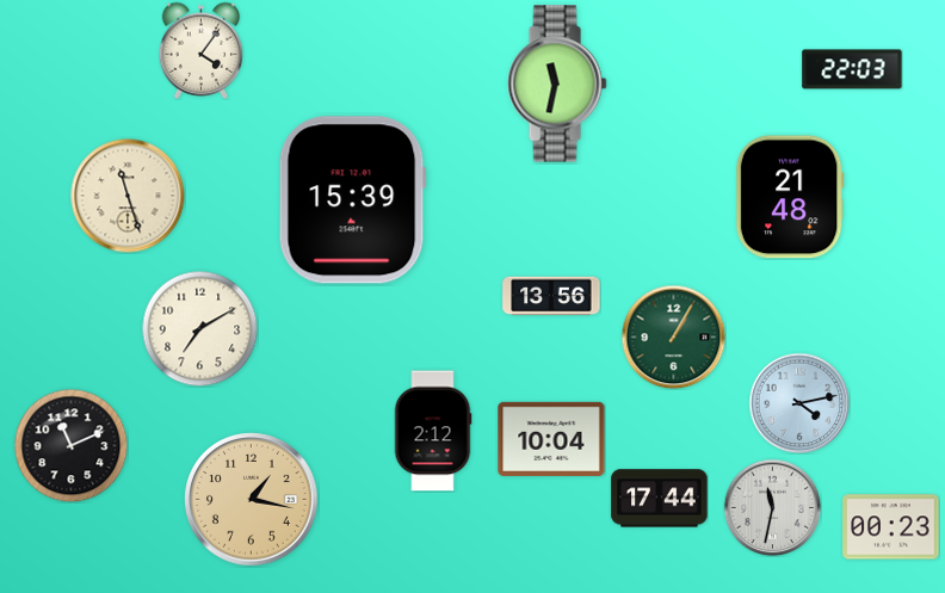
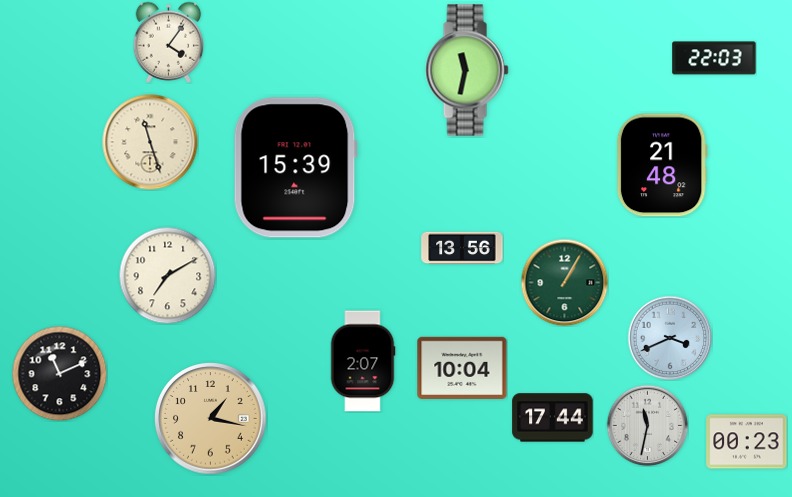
clock at (128, 196) position: (128, 196) -> (150, 142)
clock at (799, 403): 4:13 -> 3:41
clock at (433, 431): 2:12 -> 2:07
